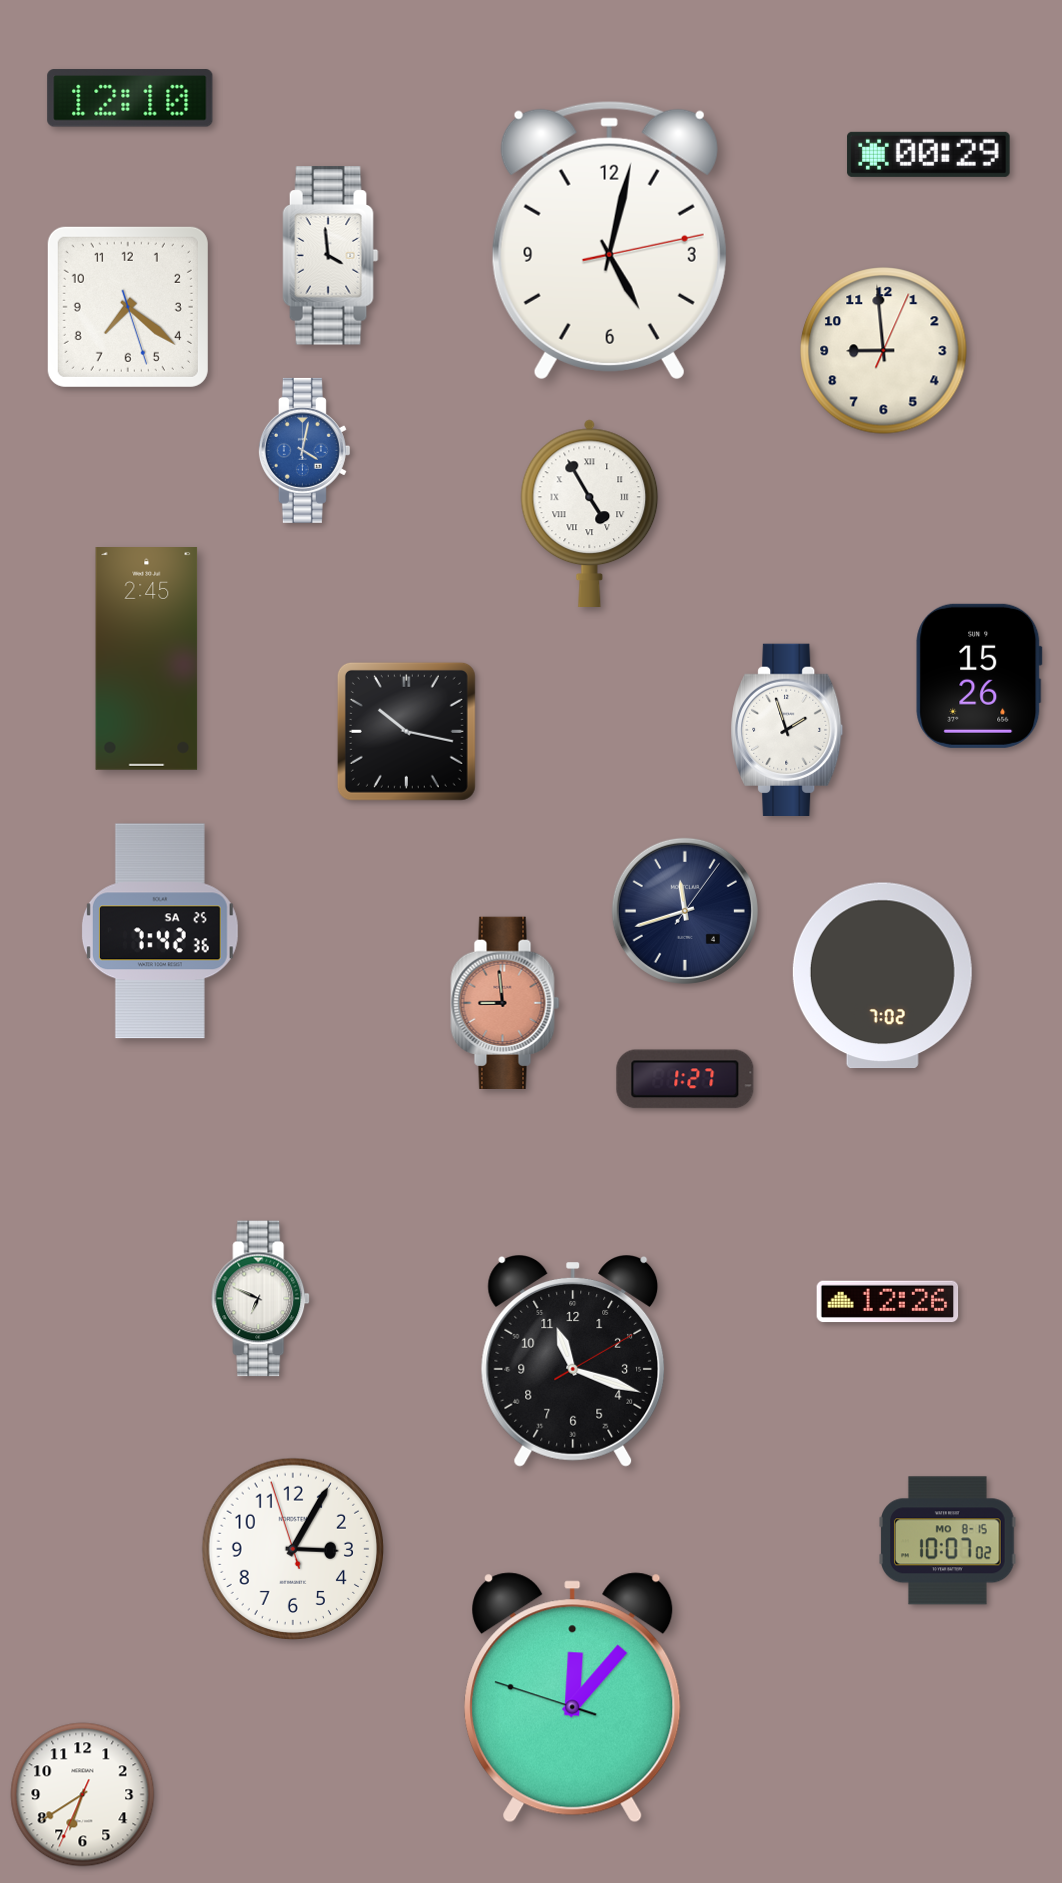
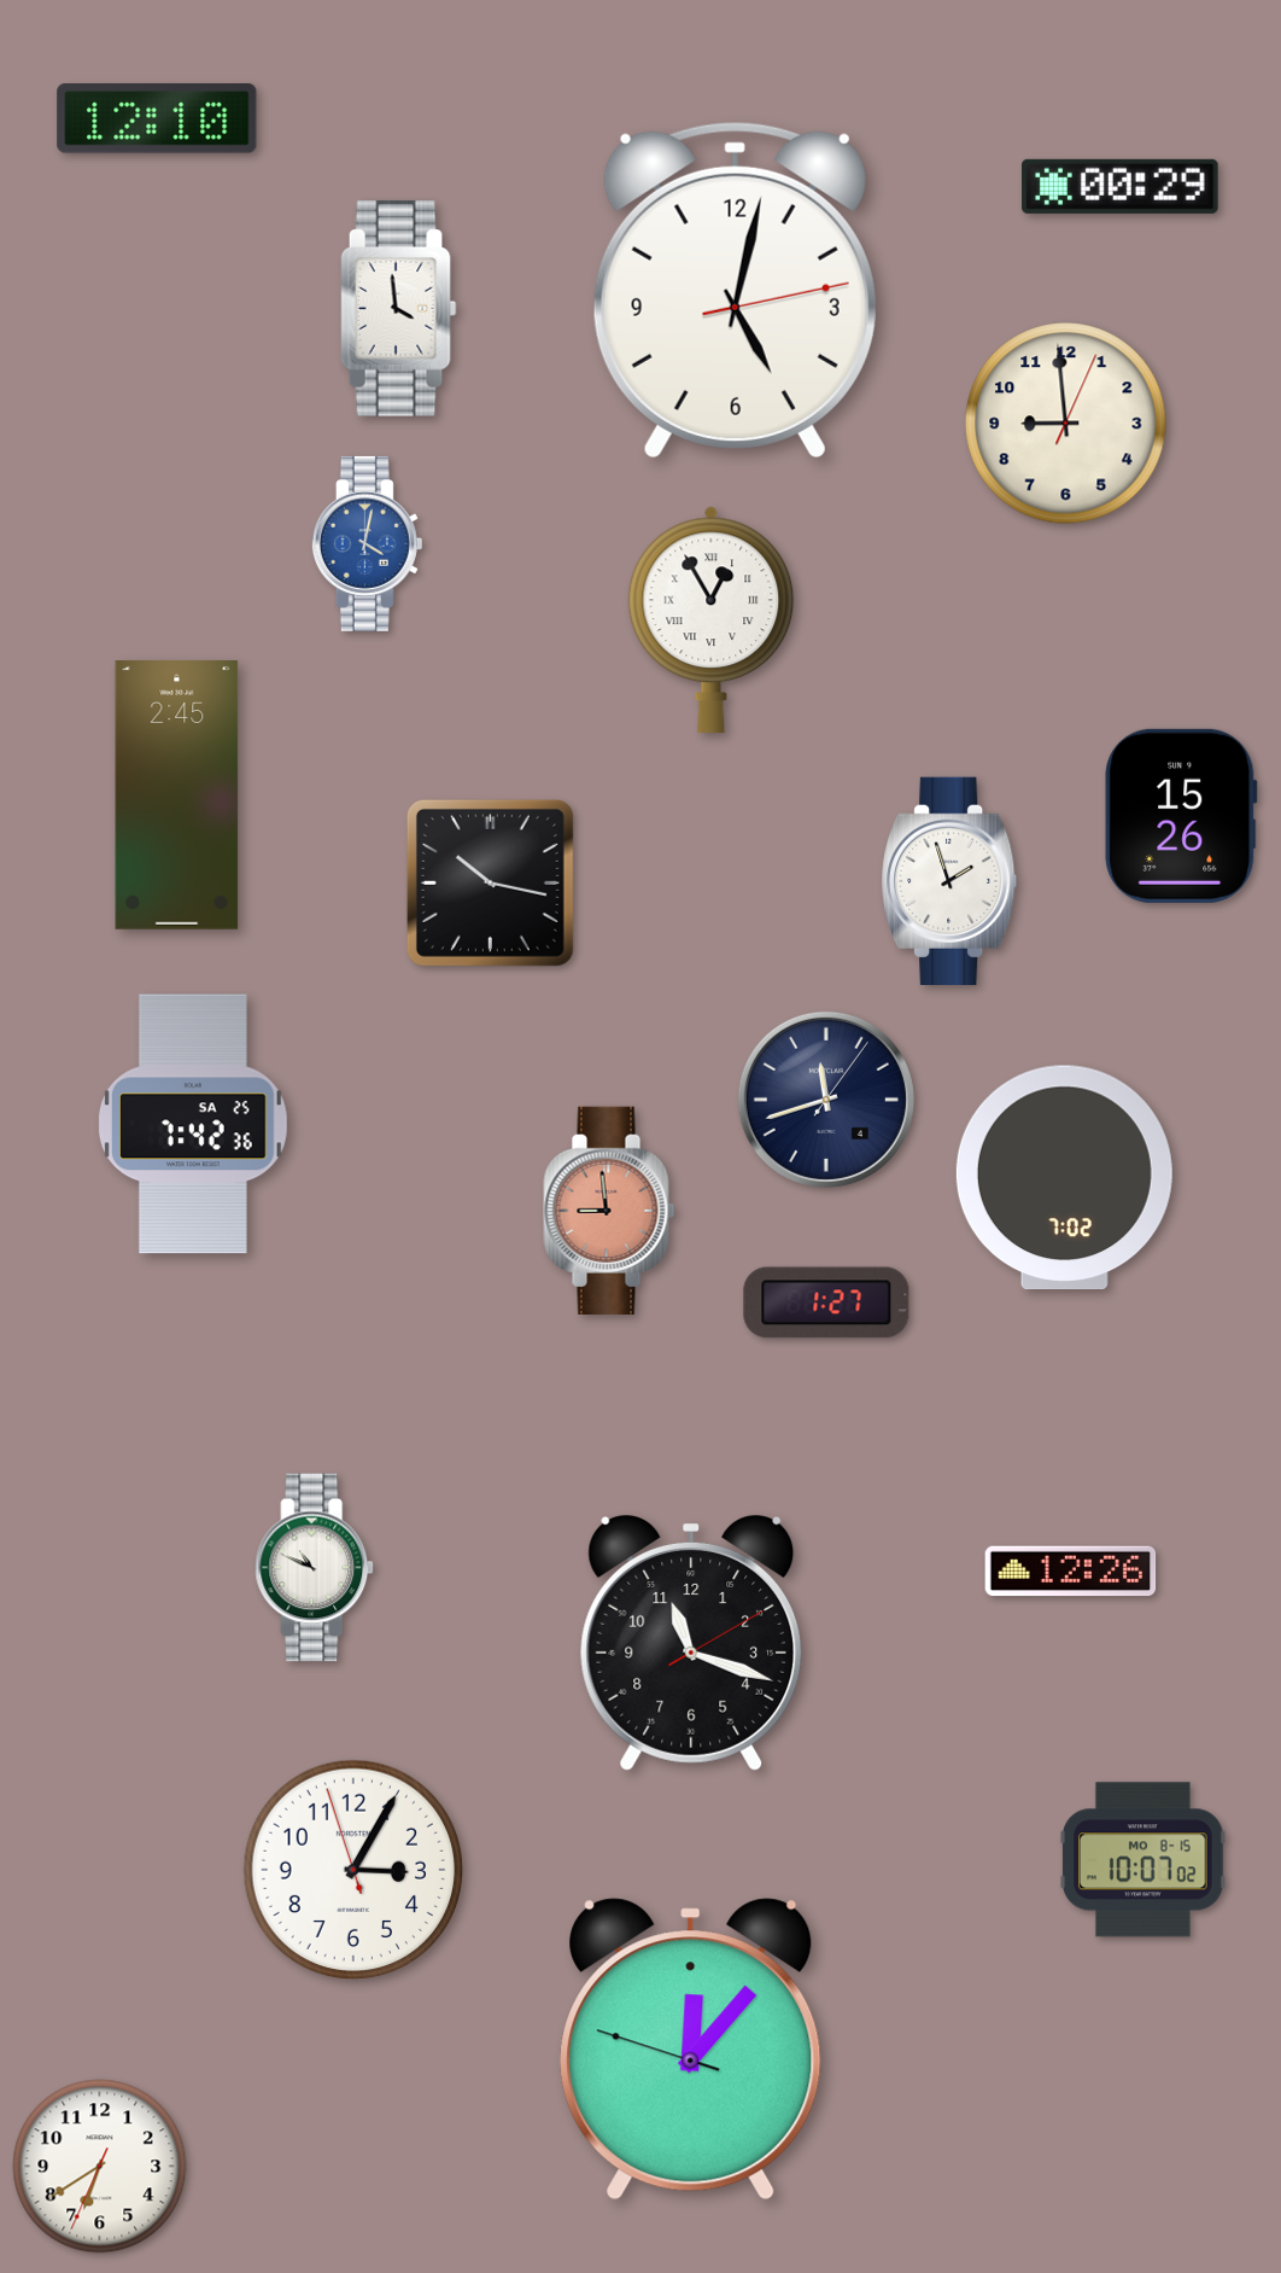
clock at (128, 307): 7:21 -> none
clock at (590, 513): 4:55 -> 12:55
clock at (261, 1299): 6:49 -> 10:49
